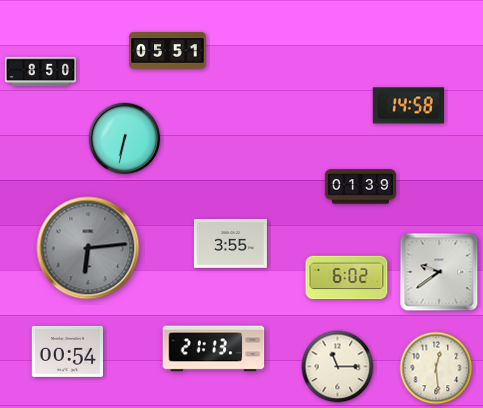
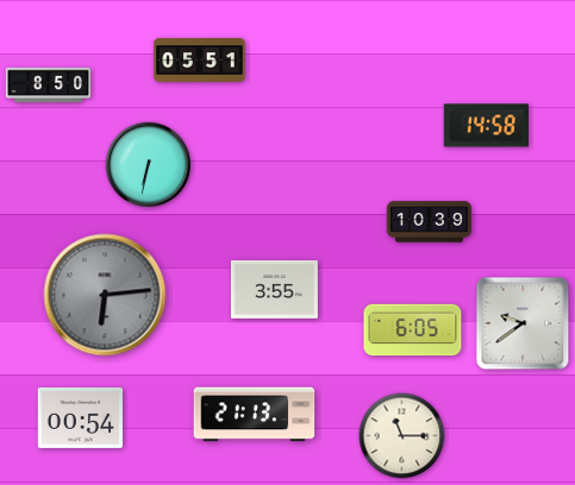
clock at (361, 187): 01:39 -> 10:39
clock at (347, 278): 6:02 -> 6:05
clock at (436, 368): 12:29 -> none
